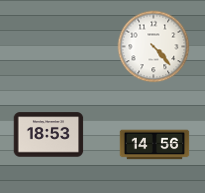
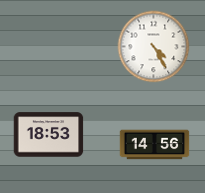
clock at (154, 47): 4:23 -> 4:25
